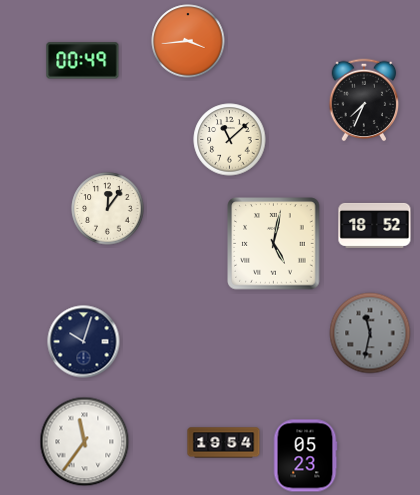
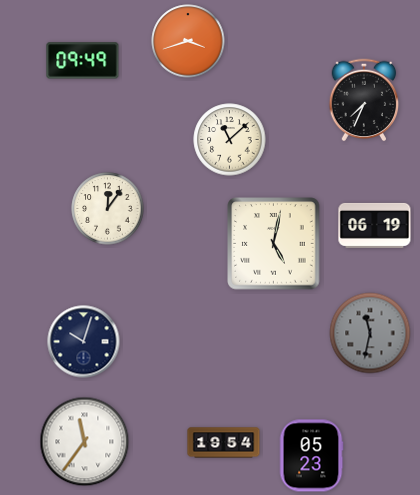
clock at (188, 41): 3:44 -> 3:42
clock at (83, 61): 00:49 -> 09:49
clock at (375, 225): 18:52 -> 06:19
clock at (305, 456) position: (305, 456) -> (311, 456)
